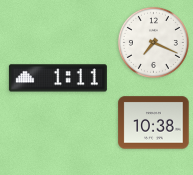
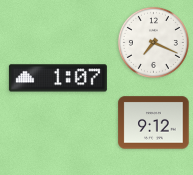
clock at (58, 78): 1:11 -> 1:07
clock at (154, 123): 10:38 -> 9:12
